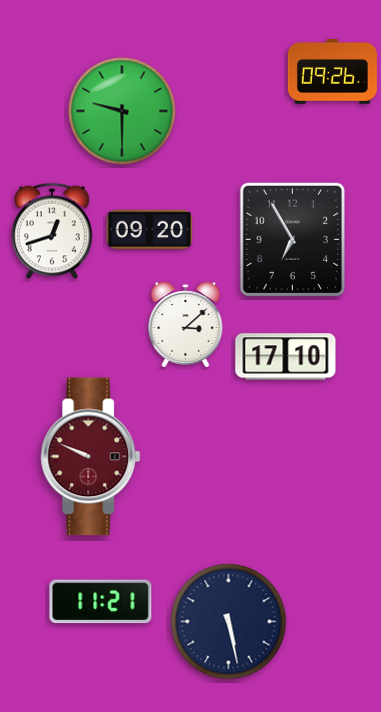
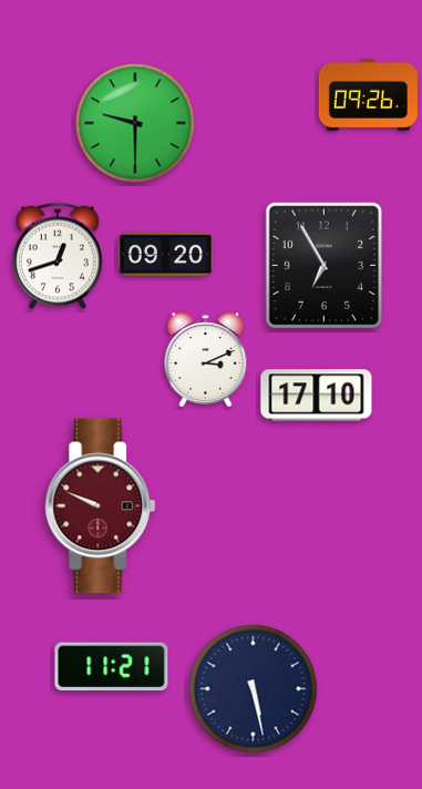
clock at (332, 71) position: (332, 71) -> (368, 94)
clock at (186, 325): 3:08 -> 3:11
